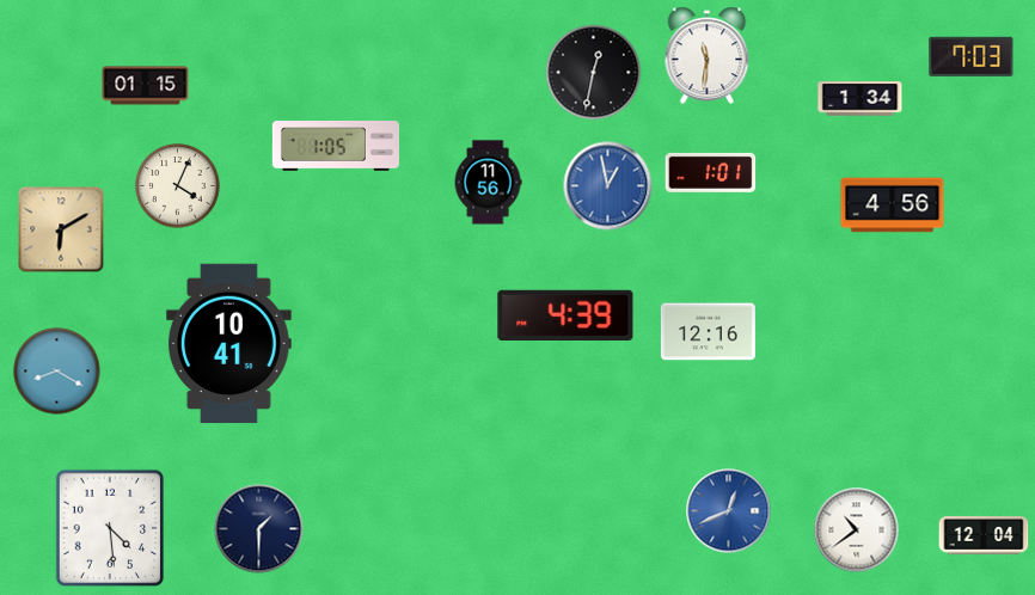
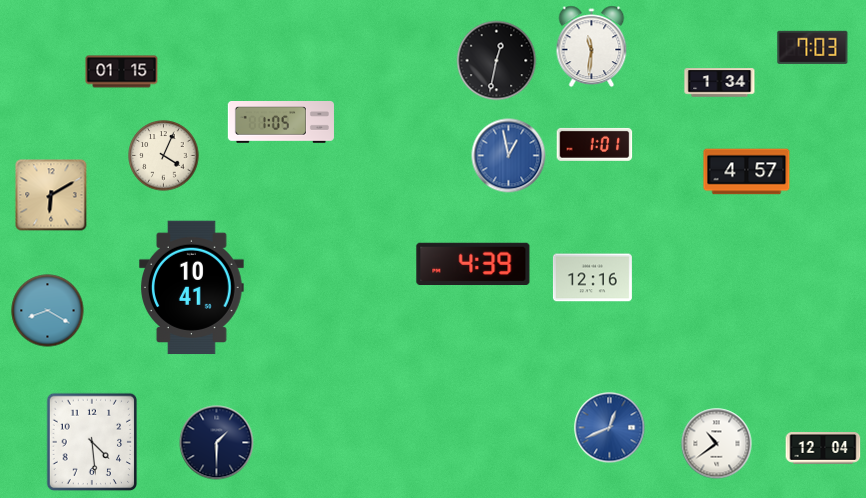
clock at (488, 183): 11:56 -> none
clock at (178, 186) position: (178, 186) -> (164, 156)
clock at (893, 206): 4:56 -> 4:57
clock at (61, 229) position: (61, 229) -> (51, 195)
